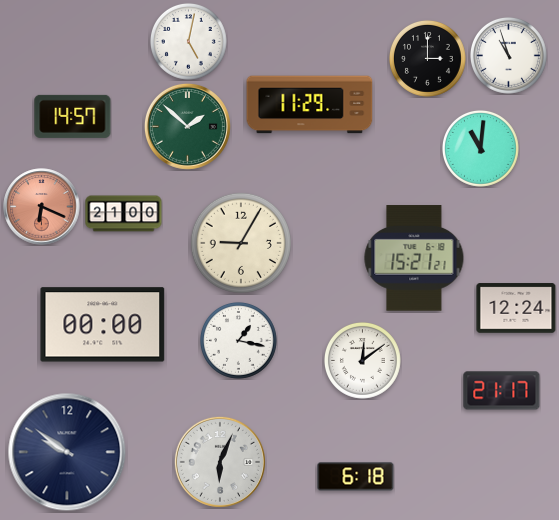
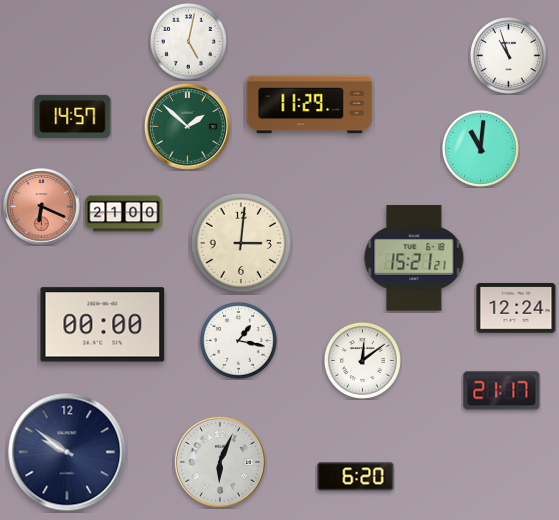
clock at (427, 58): 3:00 -> none
clock at (241, 243): 9:05 -> 3:01
clock at (356, 477): 6:18 -> 6:20
